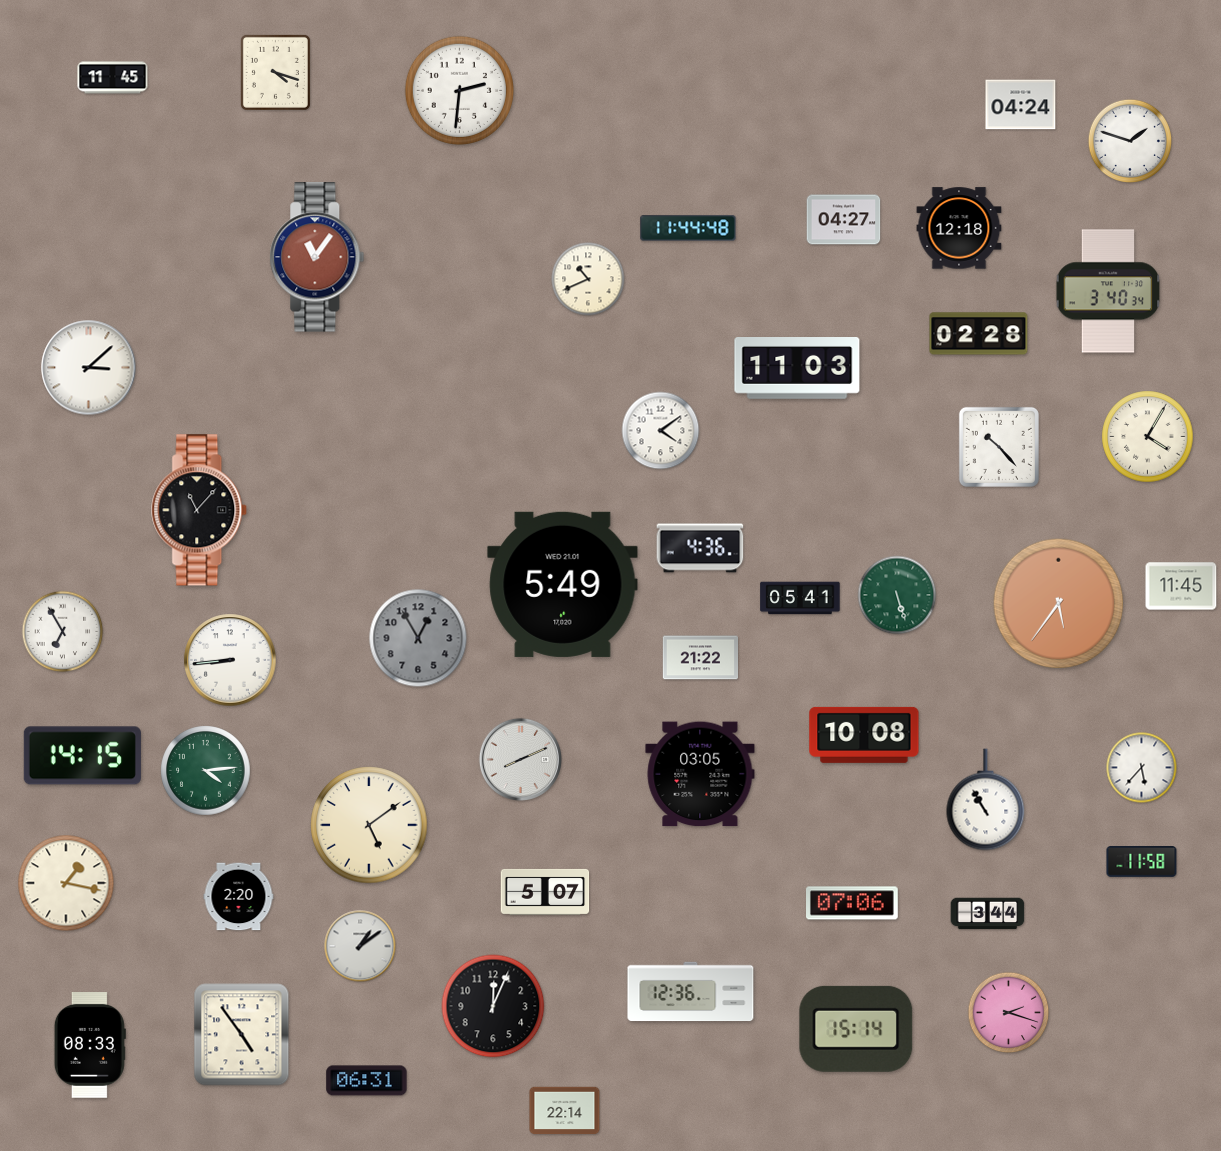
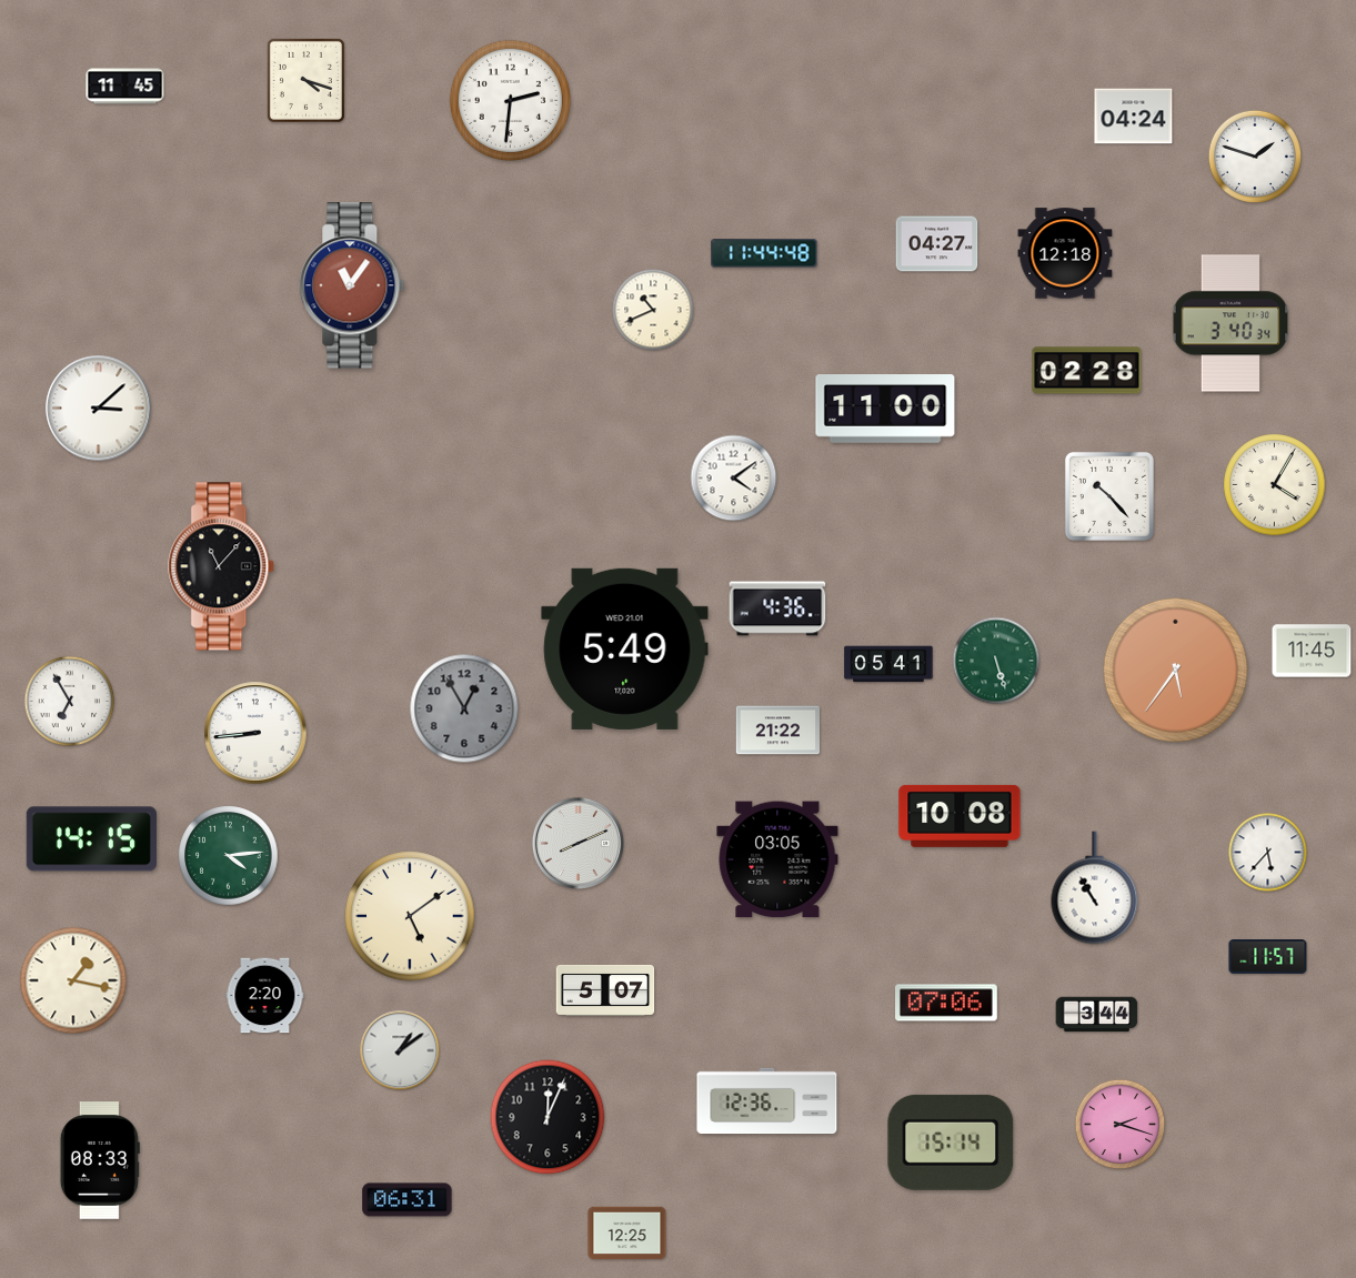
clock at (797, 368): 11:03 -> 11:00
clock at (1142, 862): 11:58 -> 11:57
clock at (242, 1035): 4:54 -> none
clock at (565, 1111): 22:14 -> 12:25
